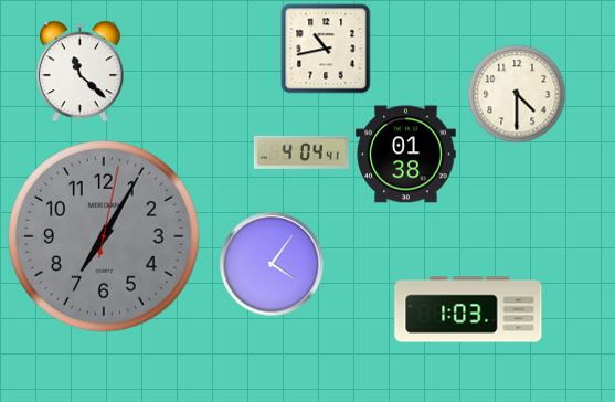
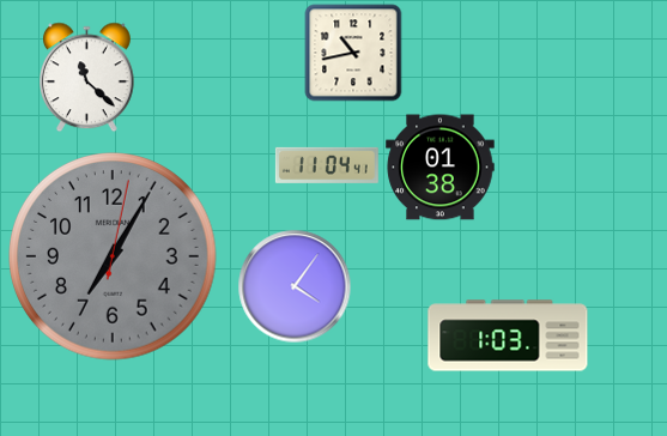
clock at (517, 94): 4:30 -> none
clock at (301, 152): 4:04 -> 11:04
